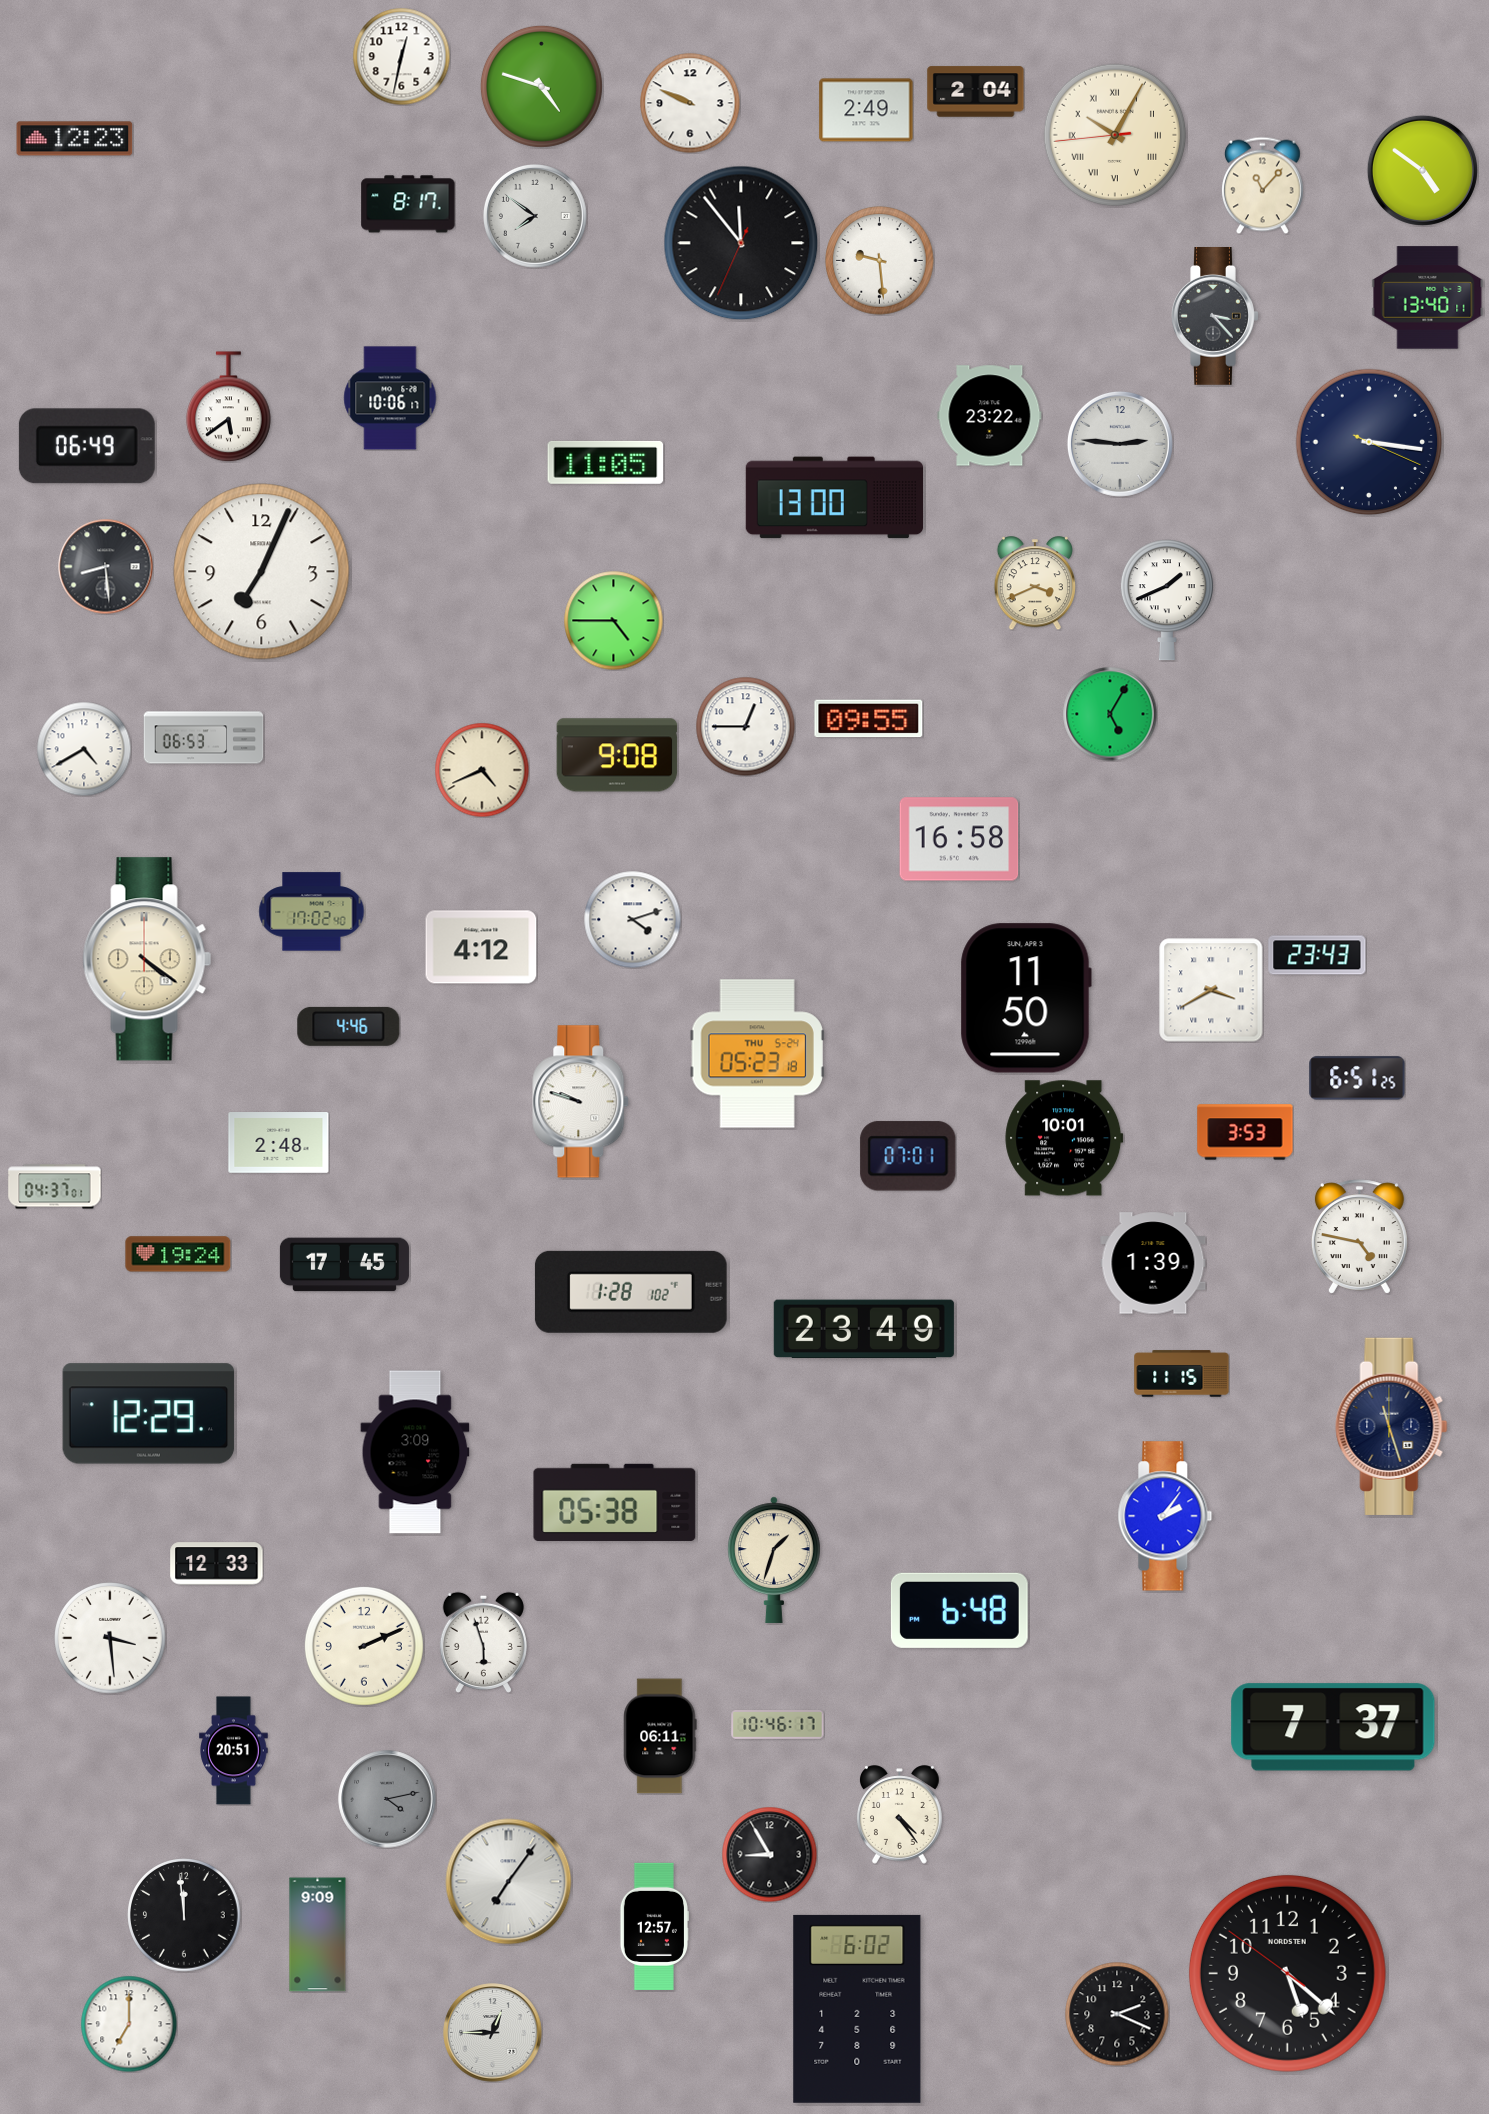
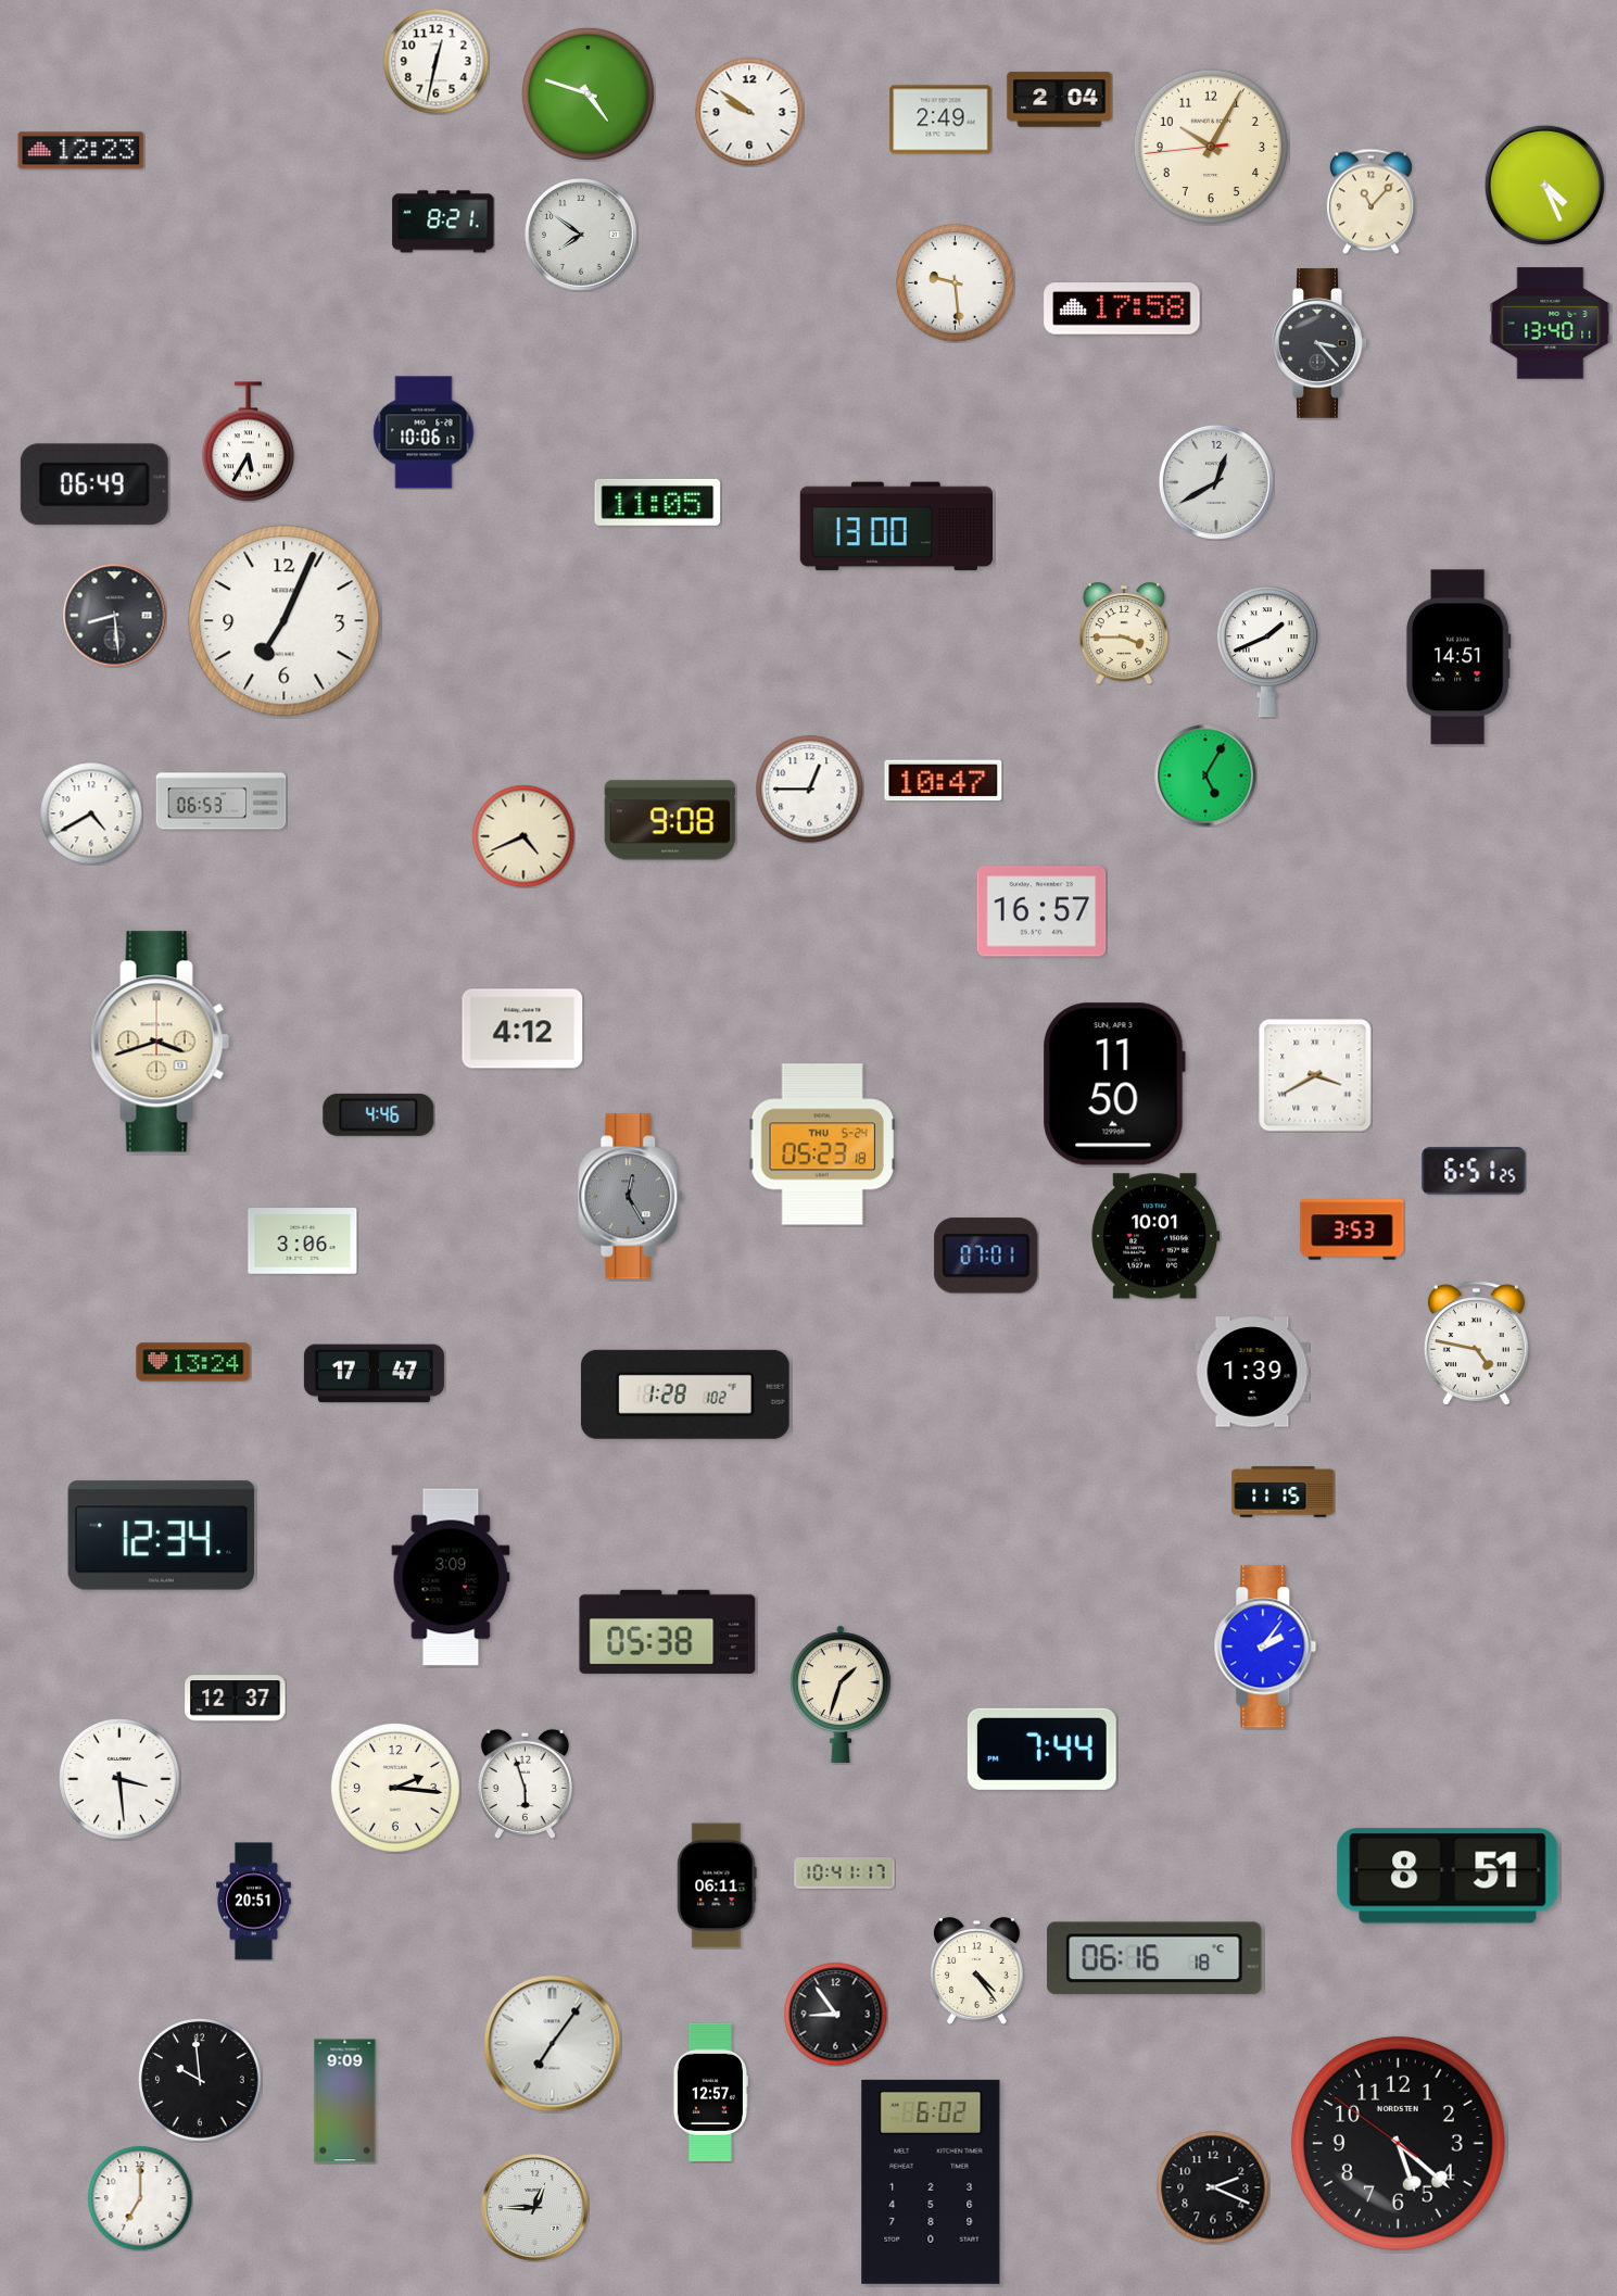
clock at (690, 103): 9:49 -> 9:51
clock at (1115, 135) numerals: Roman -> Arabic
clock at (1422, 170): 4:51 -> 4:26
clock at (408, 204): 8:17 -> 8:21
clock at (741, 243): 11:53 -> none
clock at (1122, 308): none -> 17:58
clock at (229, 407): 5:39 -> 5:35
clock at (990, 416): 23:22 -> none
clock at (1369, 442): 3:16 -> none
clock at (1120, 444): 2:46 -> 12:40
clock at (834, 498) position: (834, 498) -> (896, 527)
clock at (1034, 583): 3:41 -> 3:45
clock at (1458, 657): none -> 14:51
clock at (614, 621): 4:45 -> none
clock at (869, 719): 09:55 -> 10:47
clock at (959, 839): 16:58 -> 16:57
clock at (312, 912): 17:02 -> none
clock at (632, 919): 4:12 -> none
clock at (1317, 955): 23:43 -> none
clock at (147, 959): 4:21 -> 3:42
clock at (581, 1102): 9:48 -> 12:25
clock at (581, 1102) dial: white -> grey
clock at (279, 1143): 2:48 -> 3:06
clock at (55, 1187): 04:37 -> none
clock at (178, 1254): 19:24 -> 13:24
clock at (344, 1265): 17:45 -> 17:47
clock at (631, 1292) position: (631, 1292) -> (685, 1395)
clock at (864, 1329): 23:49 -> none
clock at (149, 1414): 12:29 -> 12:34
clock at (1392, 1426): 11:27 -> none
clock at (217, 1564): 12:33 -> 12:37
clock at (959, 1610): 6:48 -> 7:44
clock at (364, 1646): 2:11 -> 2:16
clock at (778, 1725): 10:46 -> 10:41
clock at (1333, 1727): 7:37 -> 8:51
clock at (387, 1799): 4:13 -> none
clock at (1154, 1958): none -> 06:16
clock at (769, 1854): 8:55 -> 8:54
clock at (184, 1915): 11:59 -> 9:59
